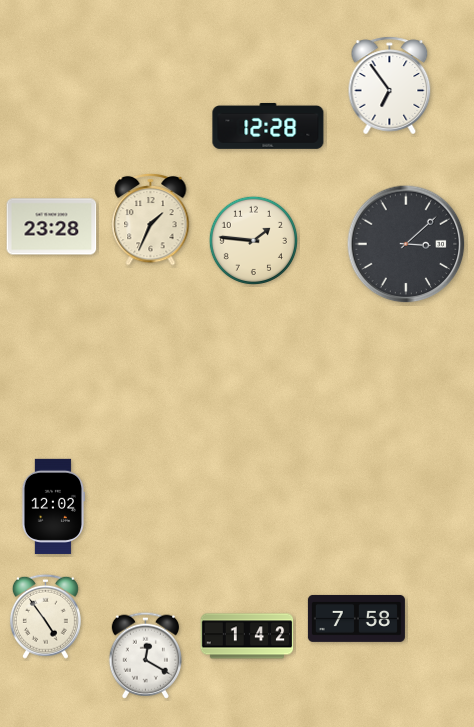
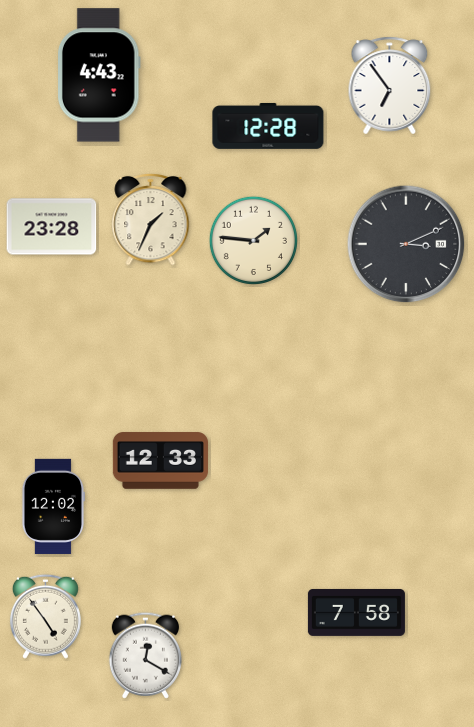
clock at (99, 75): none -> 4:43
clock at (406, 244): 3:08 -> 3:11
clock at (160, 461): none -> 12:33
clock at (356, 618) position: (356, 618) -> (356, 612)
clock at (247, 636): 1:42 -> none
